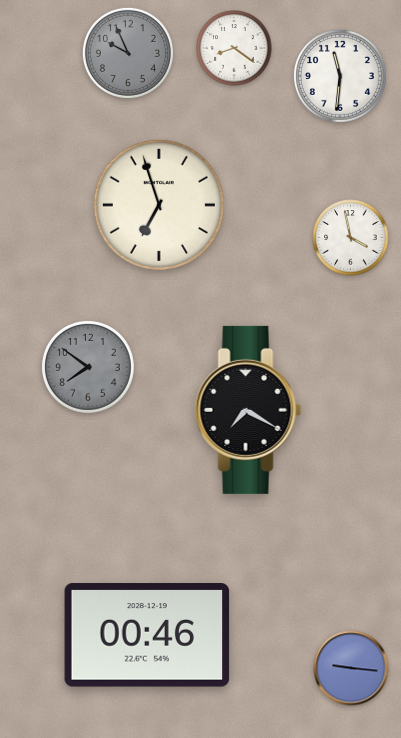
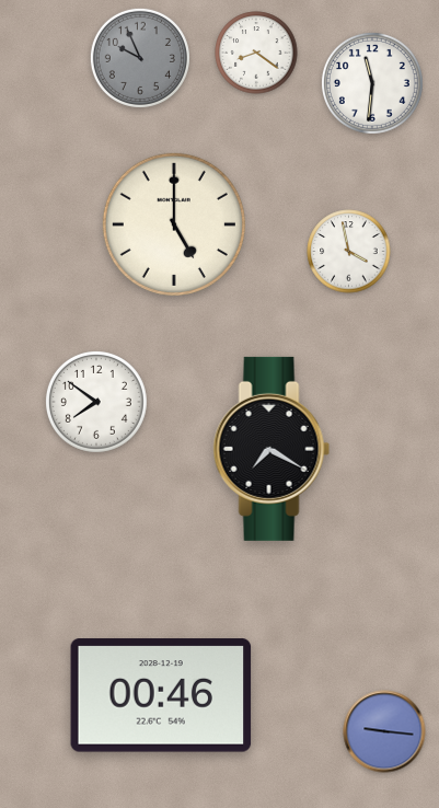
clock at (159, 205): 6:57 -> 5:00
clock at (351, 238) position: (351, 238) -> (349, 252)
clock at (88, 367) dial: grey -> white
